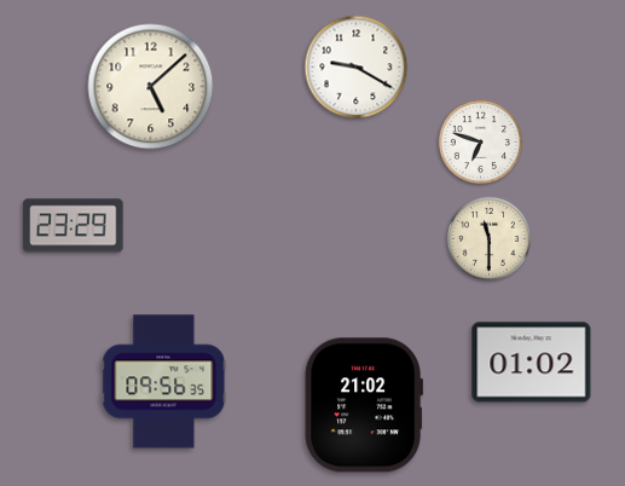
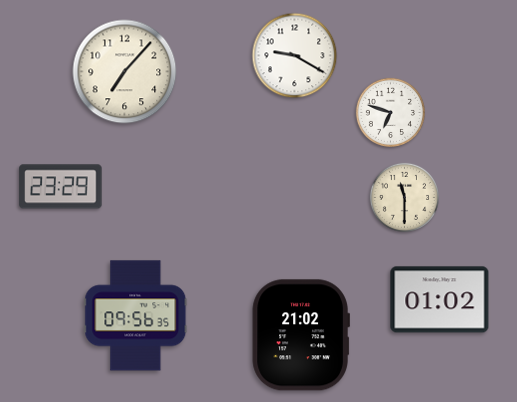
clock at (151, 87): 5:08 -> 7:07
clock at (480, 141) position: (480, 141) -> (390, 112)
